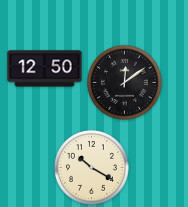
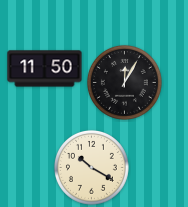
clock at (45, 69): 12:50 -> 11:50
clock at (124, 82): 12:09 -> 12:05
